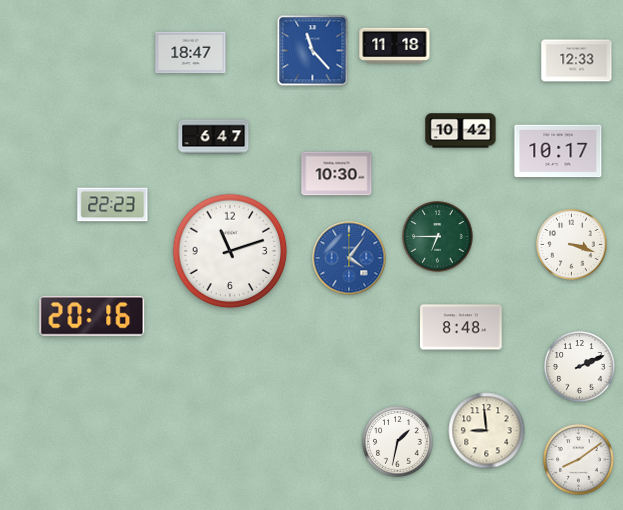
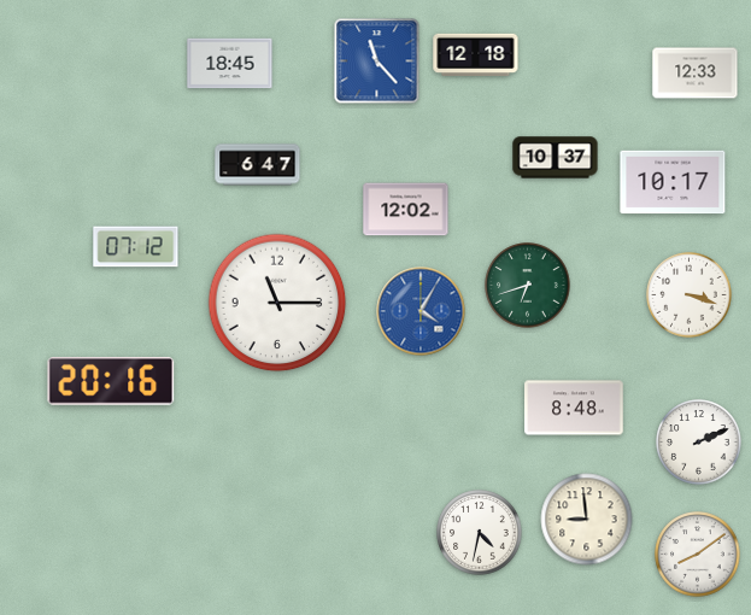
clock at (395, 45): 11:18 -> 12:18
clock at (191, 53): 18:47 -> 18:45
clock at (461, 131): 10:42 -> 10:37
clock at (337, 174): 10:30 -> 12:02
clock at (113, 205): 22:23 -> 07:12
clock at (438, 237): 6:45 -> 6:42
clock at (230, 251): 11:12 -> 11:15
clock at (349, 258): 4:06 -> 4:05
clock at (461, 327) position: (461, 327) -> (574, 408)
clock at (398, 442): 1:32 -> 4:32
